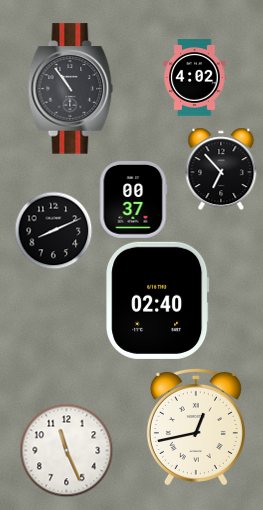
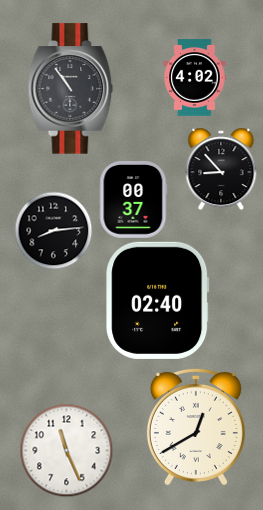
clock at (221, 169): 6:53 -> 8:53
clock at (53, 230): 8:11 -> 8:14
clock at (196, 426): 12:43 -> 12:40
